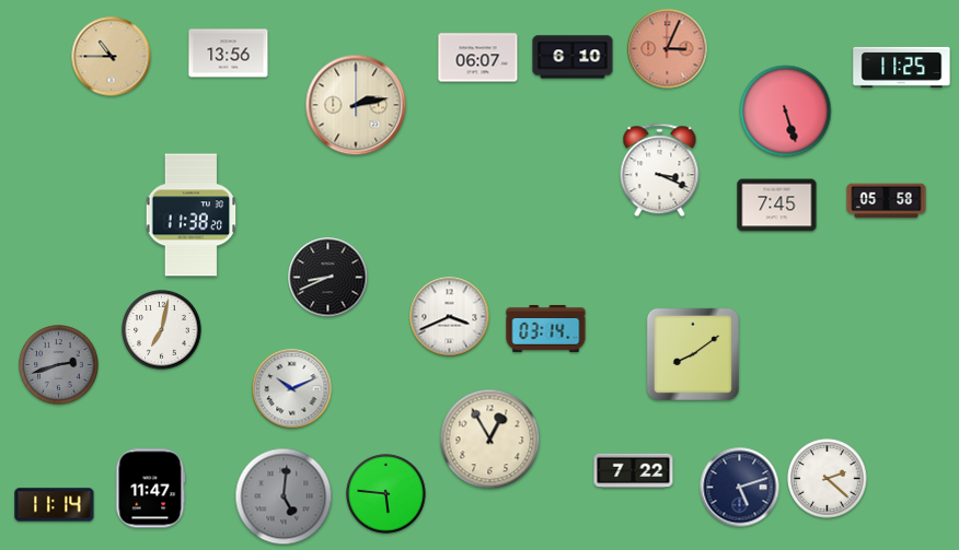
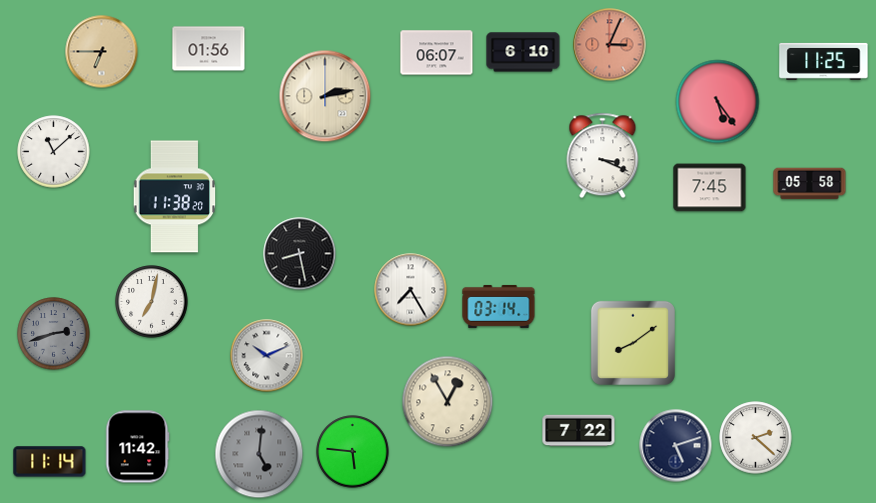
clock at (229, 54): 13:56 -> 01:56
clock at (112, 57): 10:45 -> 6:45
clock at (786, 112): 5:27 -> 5:24
clock at (54, 152): none -> 11:08
clock at (328, 278): 8:41 -> 8:28
clock at (450, 317): 3:41 -> 7:25
clock at (546, 328) position: (546, 328) -> (499, 306)
clock at (162, 330) position: (162, 330) -> (152, 302)
clock at (693, 354) position: (693, 354) -> (633, 343)
clock at (150, 489): 11:47 -> 11:42
